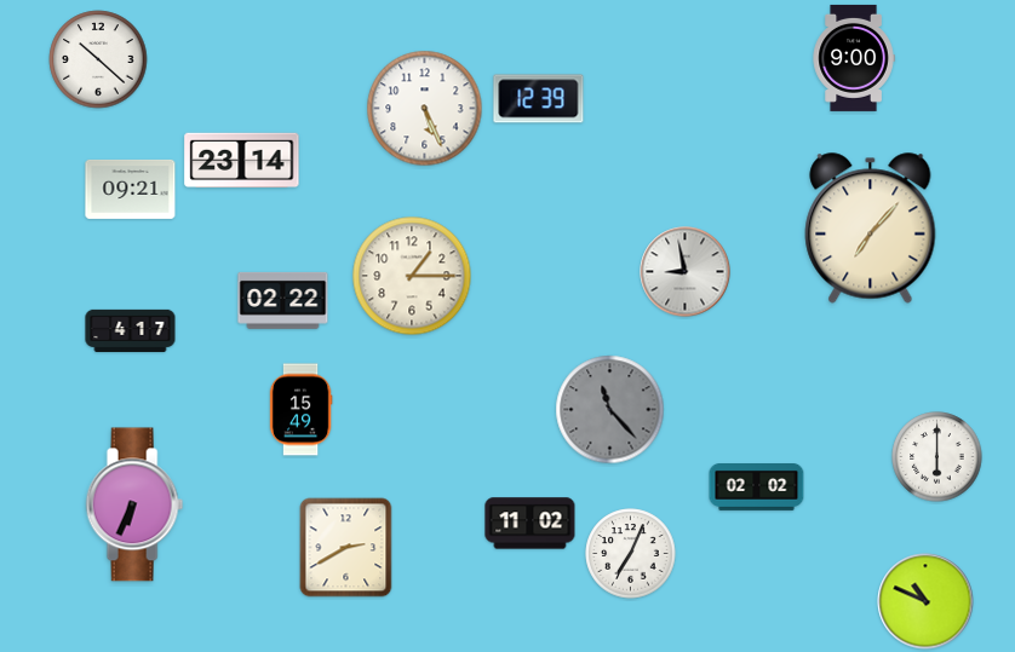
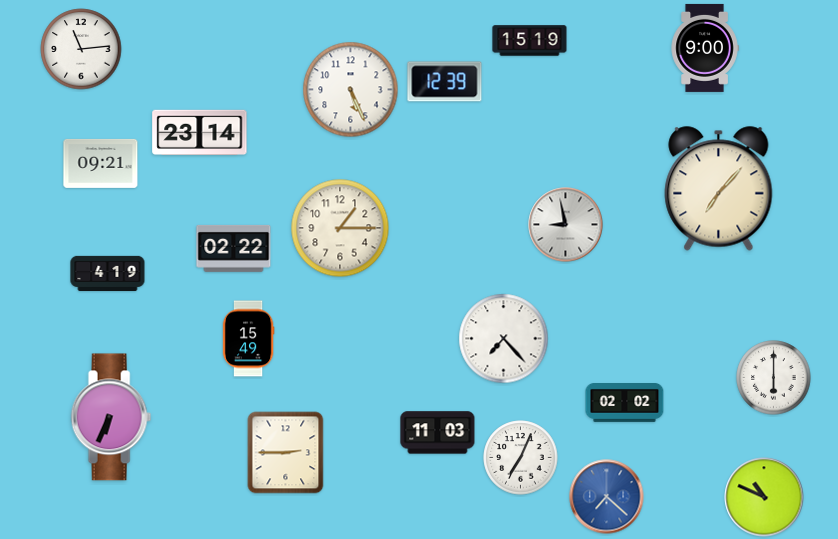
clock at (530, 41): none -> 15:19
clock at (98, 59): 10:22 -> 11:14
clock at (131, 189) position: (131, 189) -> (101, 163)
clock at (131, 330): 4:17 -> 4:19
clock at (610, 410): 11:23 -> 7:23
clock at (610, 410) dial: grey -> white
clock at (531, 524): 11:02 -> 11:03
clock at (346, 548): 2:40 -> 2:45
clock at (607, 497): none -> 7:22
